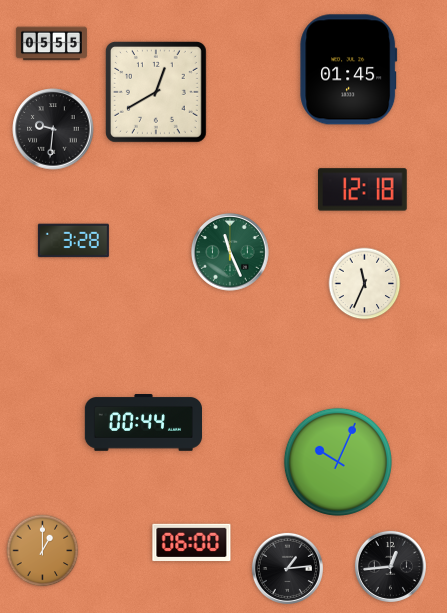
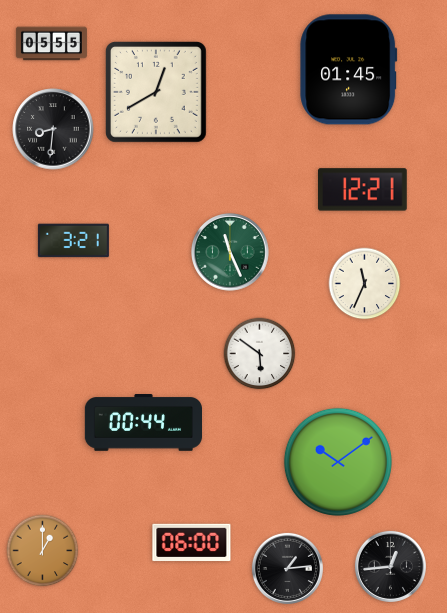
clock at (53, 129): 9:31 -> 8:31
clock at (363, 190): 12:18 -> 12:21
clock at (73, 241): 3:28 -> 3:21
clock at (260, 354): none -> 5:51
clock at (338, 462): 10:04 -> 10:09
